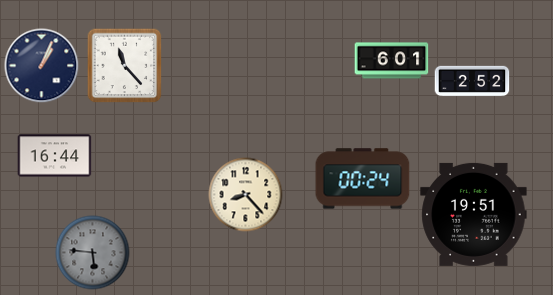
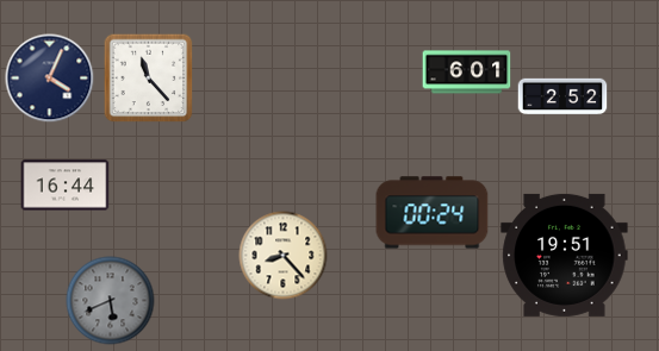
clock at (42, 66): 1:04 -> 4:04
clock at (246, 195) position: (246, 195) -> (284, 256)
clock at (93, 253): 5:46 -> 5:41
